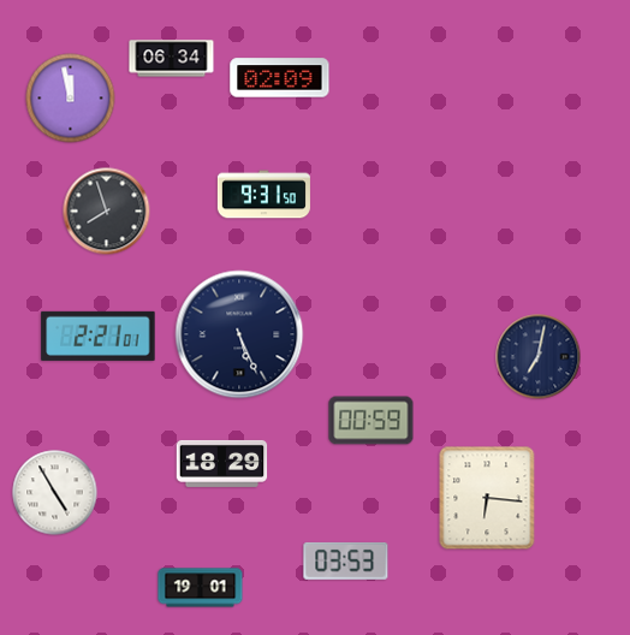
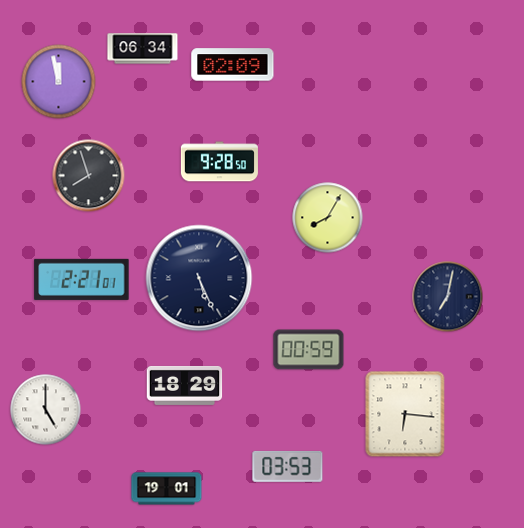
clock at (263, 195): 9:31 -> 9:28
clock at (328, 218): none -> 8:05
clock at (55, 493): 4:55 -> 5:00
